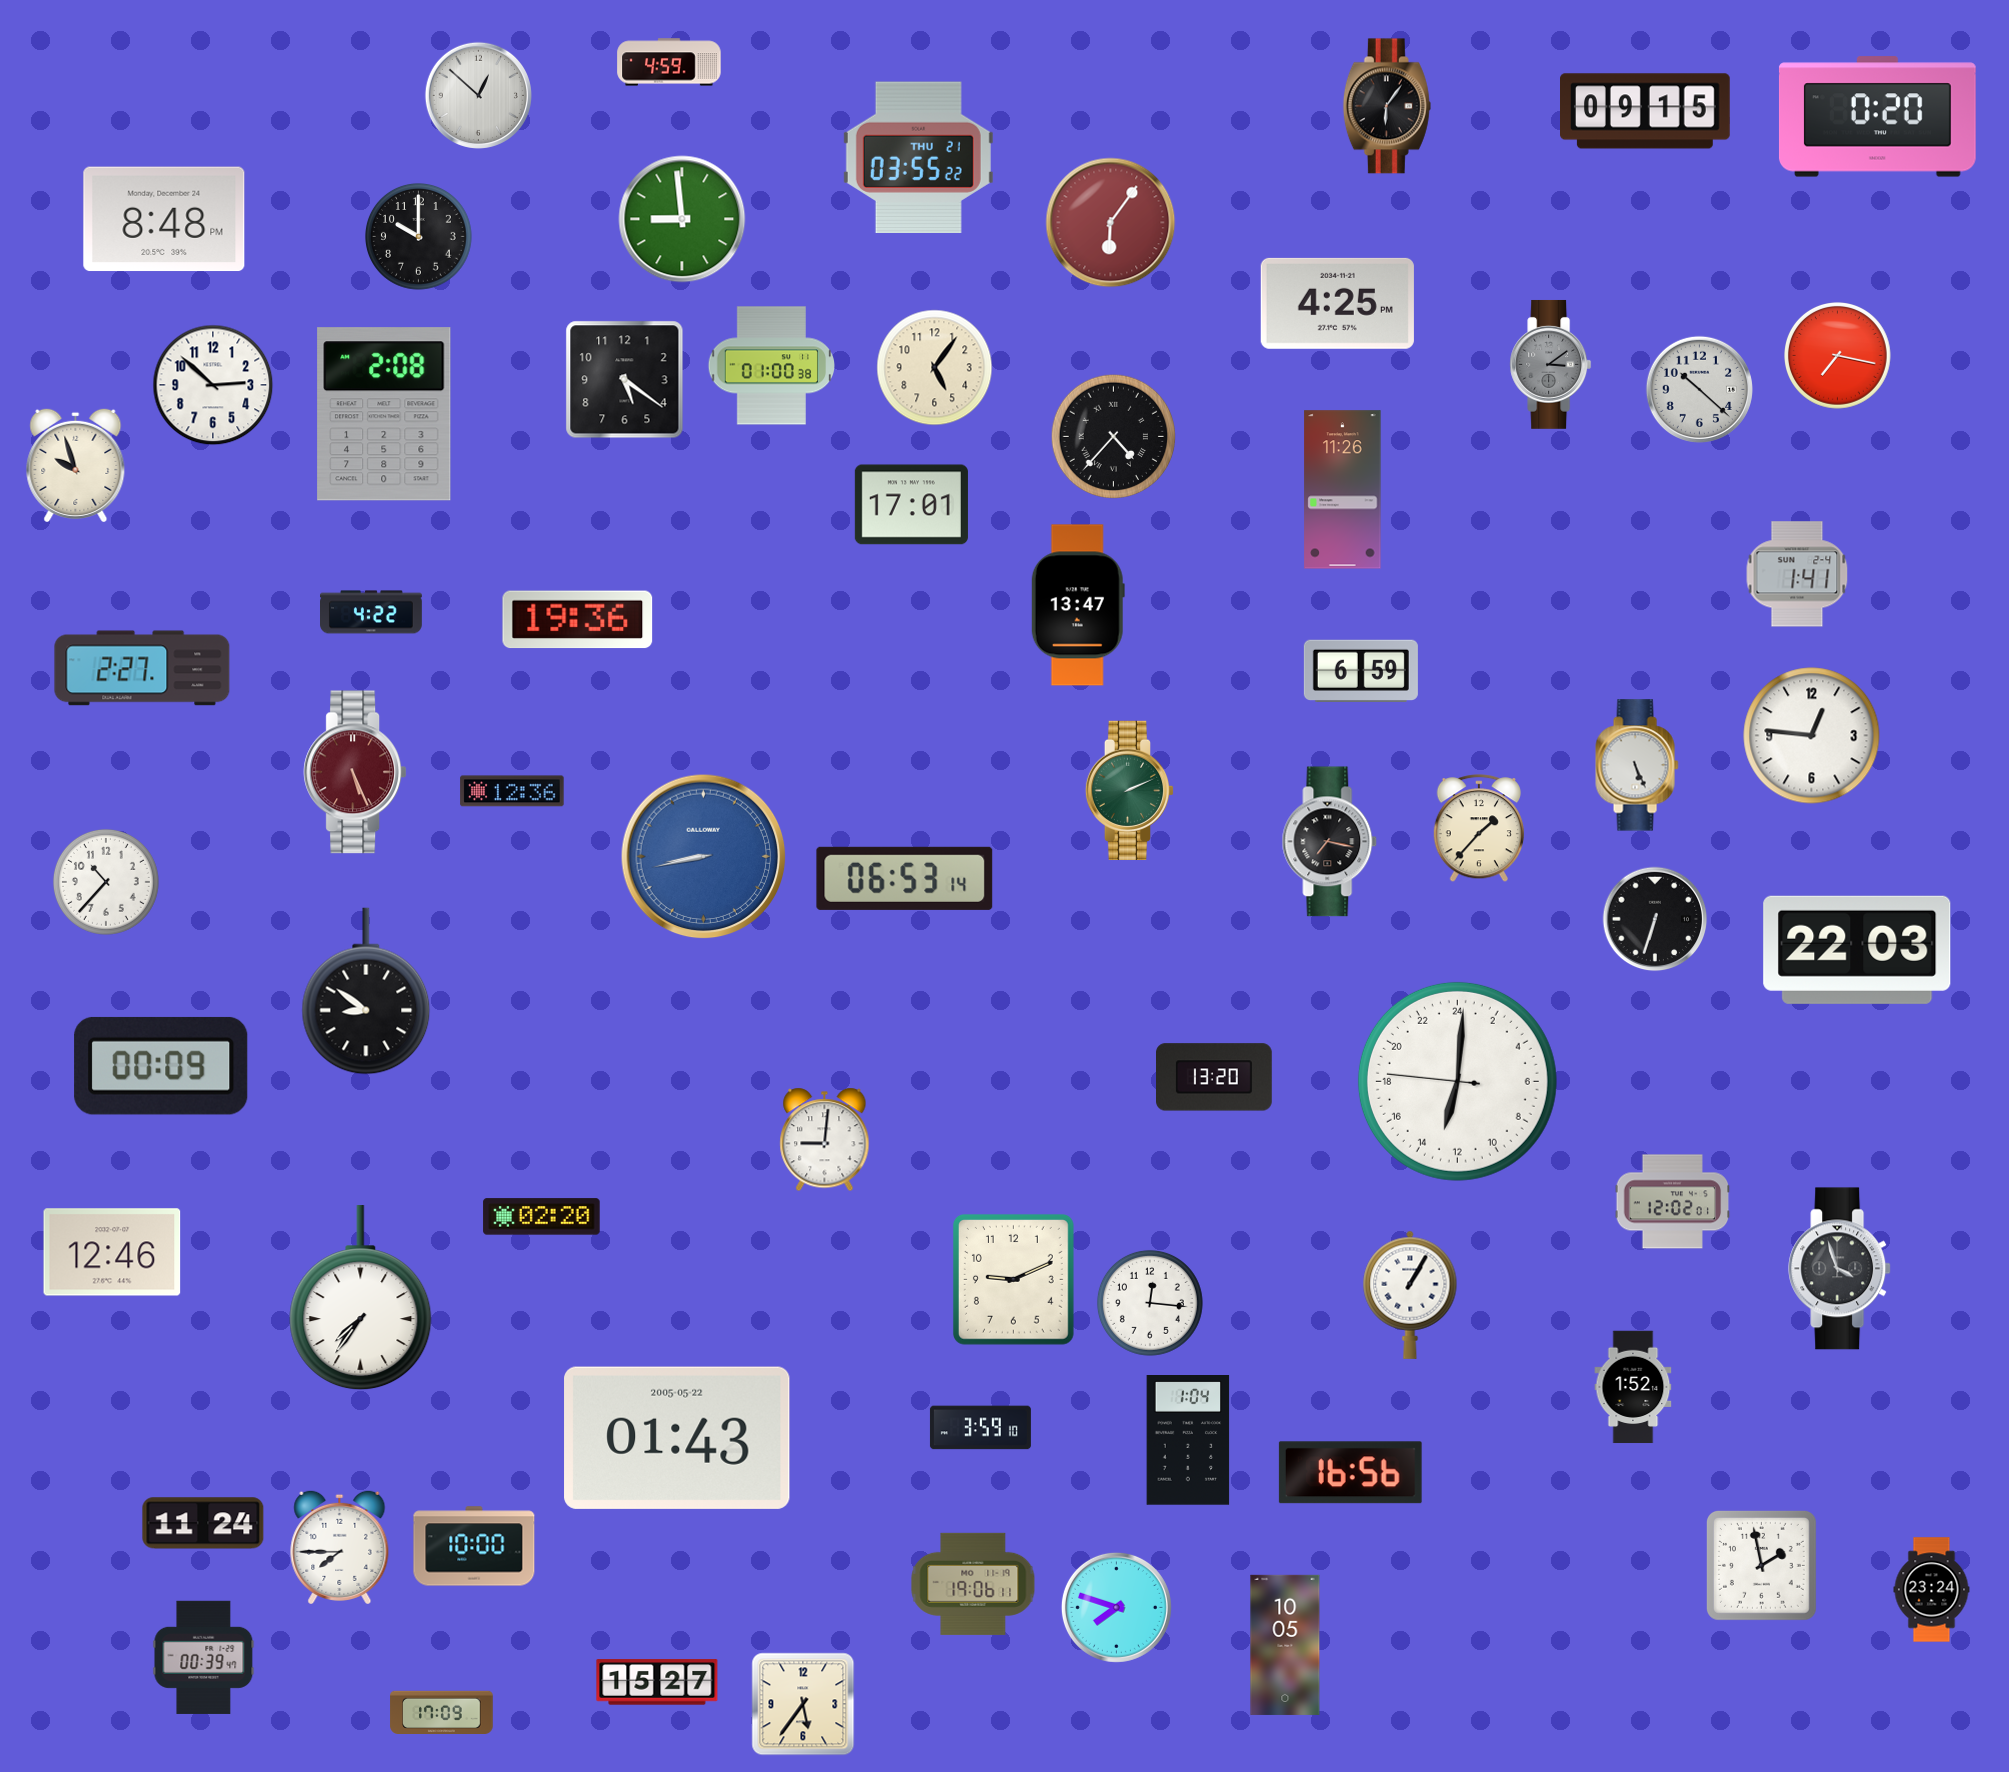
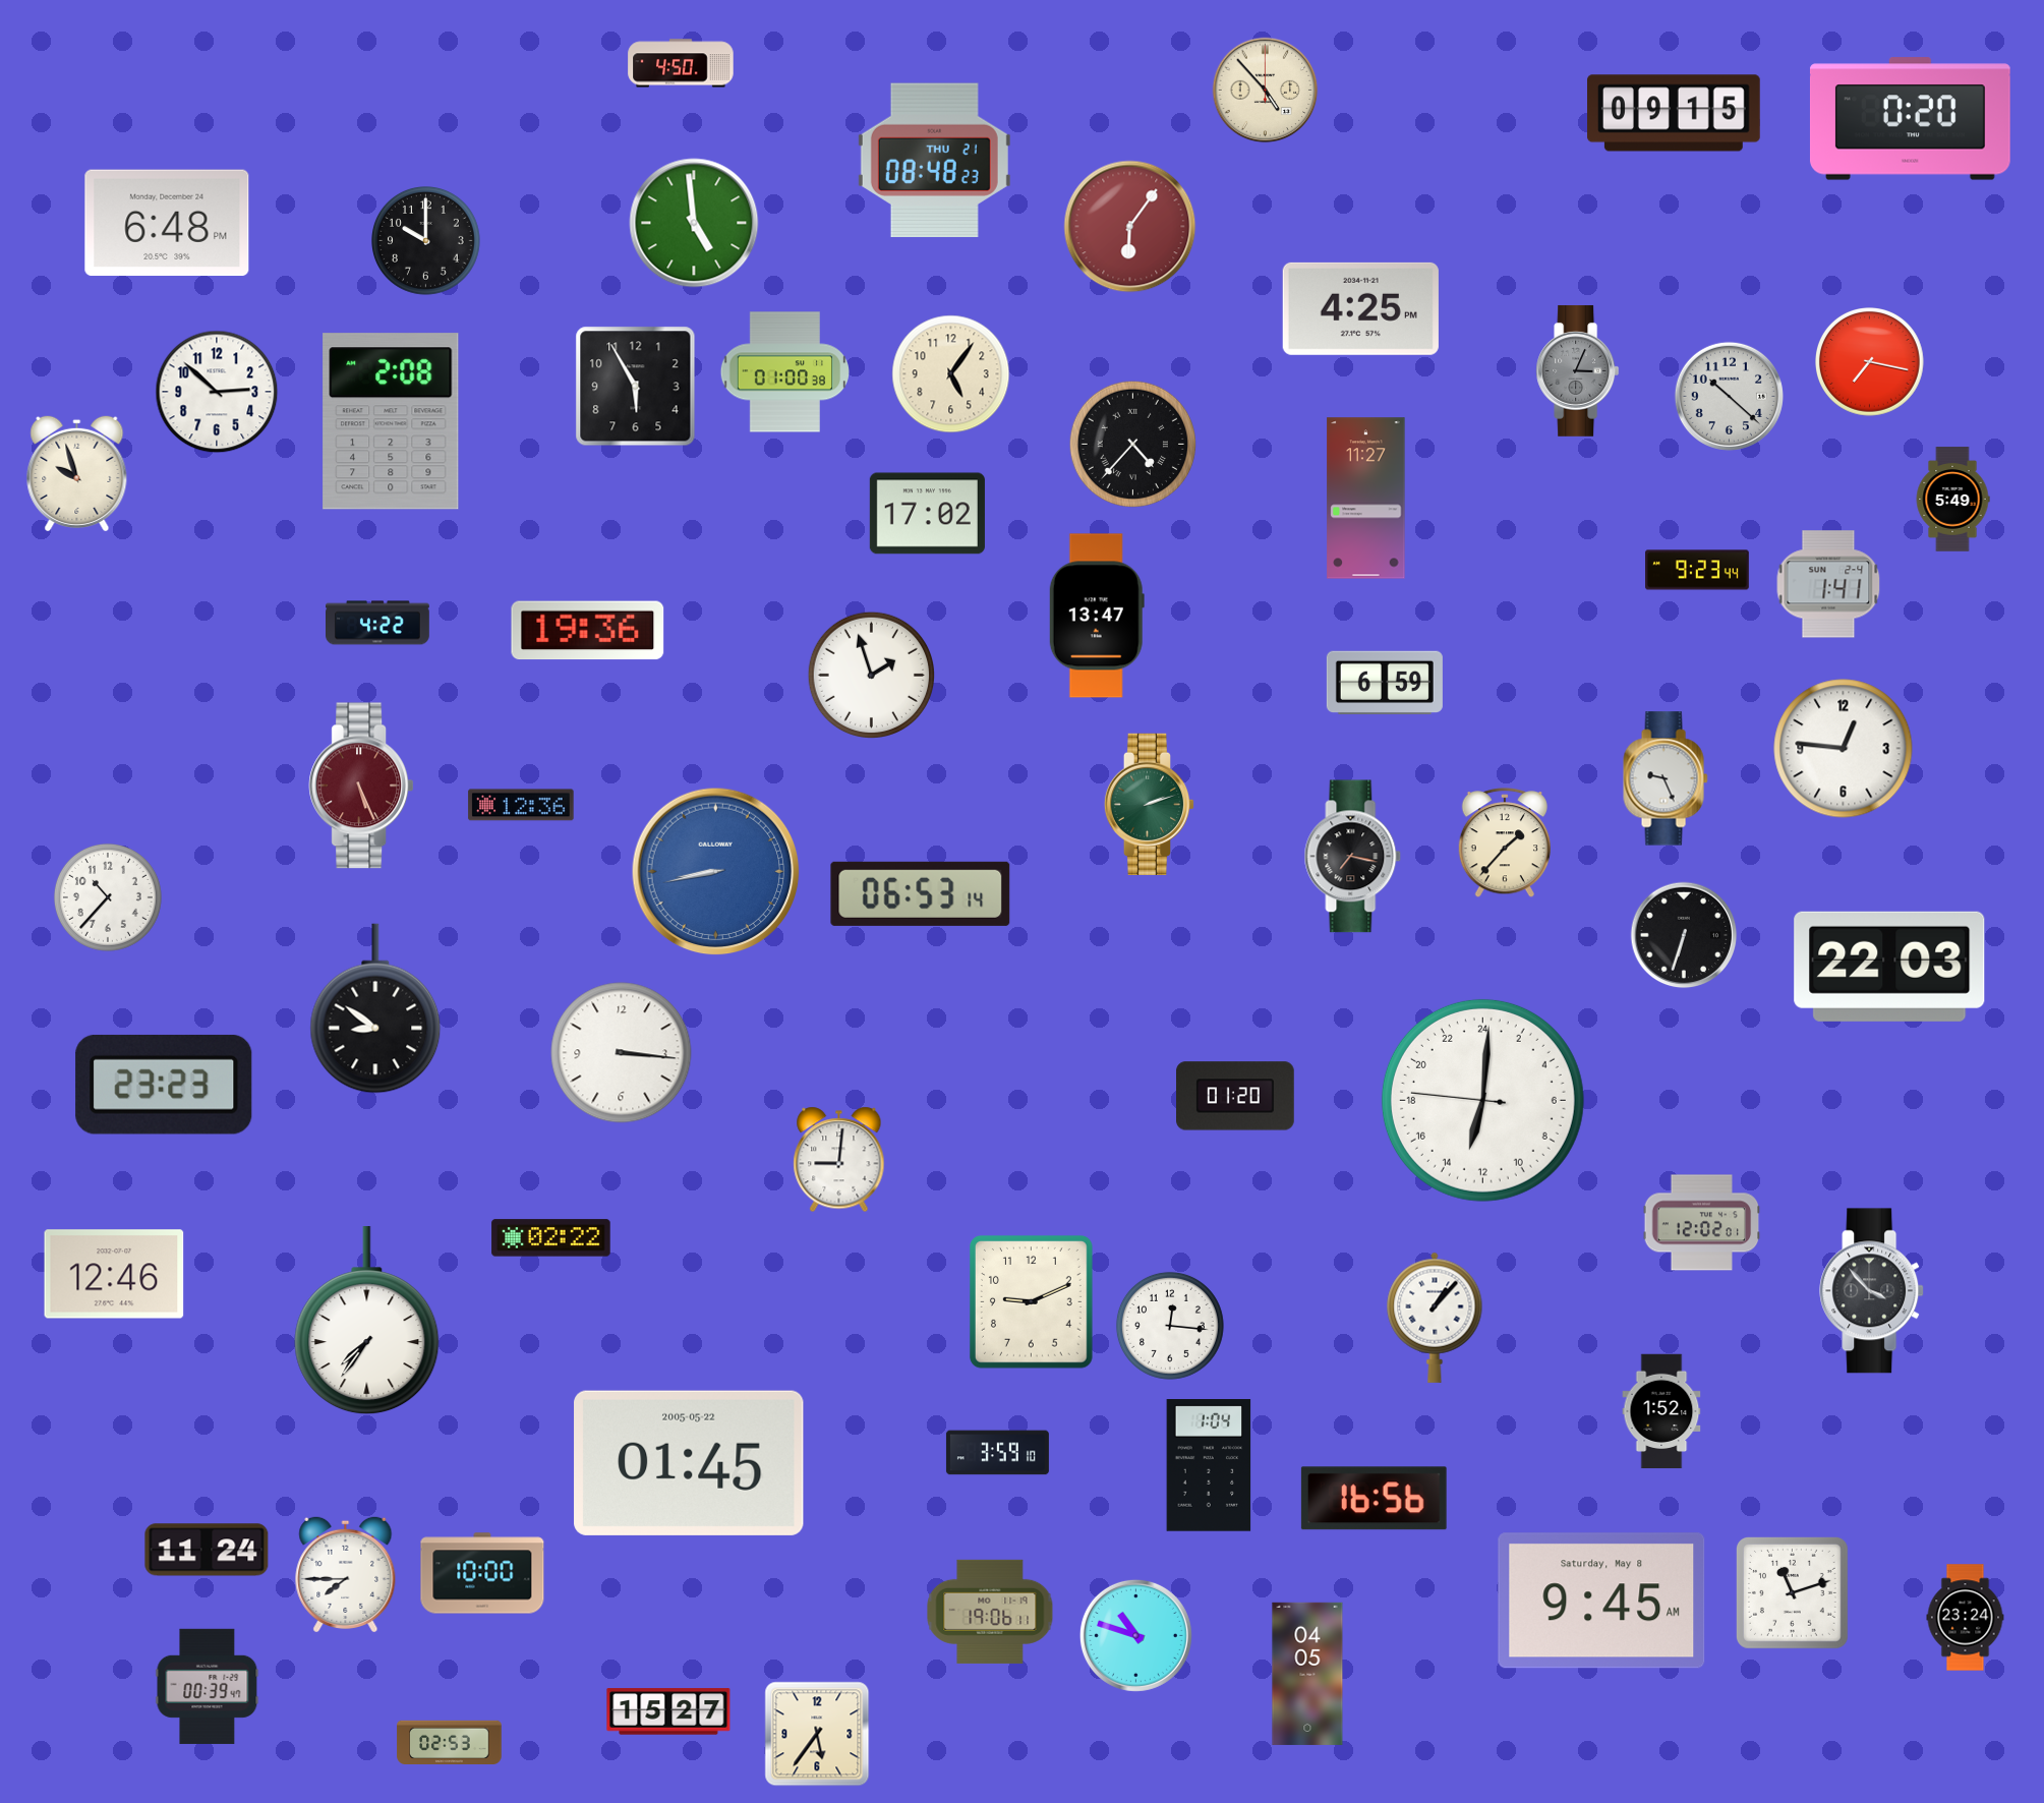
clock at (669, 62): 4:59 -> 4:50
clock at (1266, 91): none -> 4:53
clock at (478, 95): 12:52 -> none
clock at (1387, 106): 6:06 -> none
clock at (918, 157): 03:55 -> 08:48
clock at (164, 219): 8:48 -> 6:48
clock at (682, 219): 8:59 -> 4:59
clock at (1551, 364): 3:09 -> 3:04
clock at (625, 380): 5:21 -> 5:55
clock at (1343, 490): 11:26 -> 11:27
clock at (1952, 500): none -> 5:49
clock at (911, 505): 17:01 -> 17:02
clock at (1698, 570): none -> 9:23
clock at (871, 675): none -> 1:57
clock at (142, 668): 2:27 -> none
clock at (1637, 765): 5:26 -> 9:26
clock at (1130, 790): 2:11 -> 2:12
clock at (366, 991) position: (366, 991) -> (375, 1008)
clock at (622, 1053): none -> 3:16
clock at (161, 1066): 00:09 -> 23:23
clock at (1215, 1077): 13:20 -> 01:20
clock at (542, 1217): 02:20 -> 02:22
clock at (1840, 1269): 3:57 -> 3:53
clock at (1410, 1295): 1:05 -> 1:07
clock at (677, 1438): 01:43 -> 01:45
clock at (1761, 1565): 1:58 -> 11:12
clock at (1601, 1601): none -> 9:45
clock at (1116, 1607): 7:48 -> 10:48
clock at (1285, 1645): 10:05 -> 04:05
clock at (442, 1712): 17:09 -> 02:53
